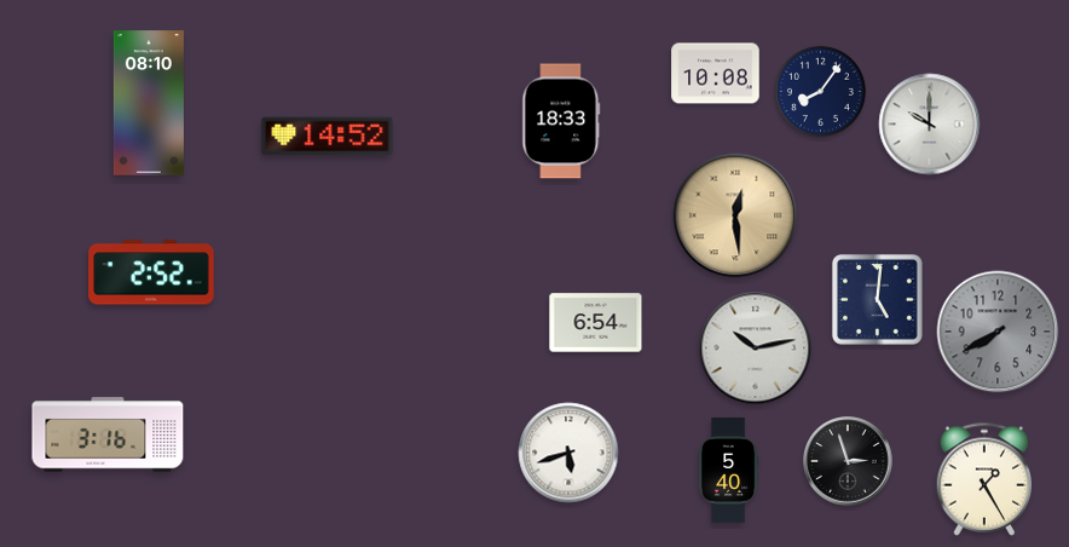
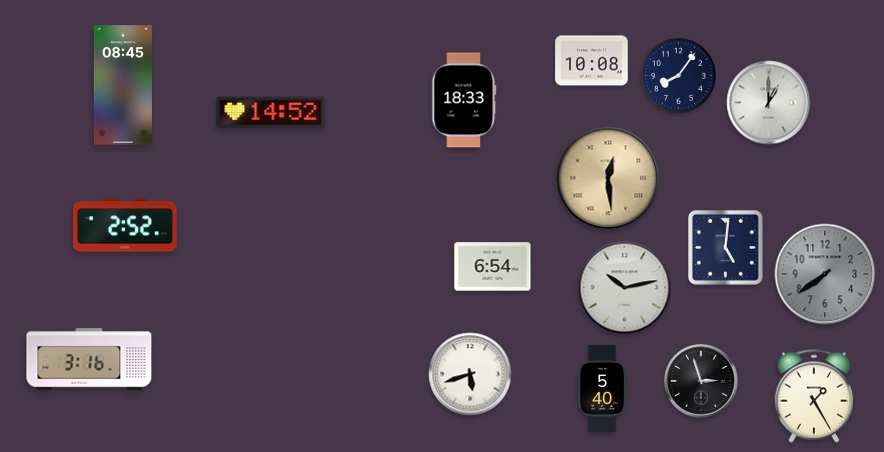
clock at (149, 103): 08:10 -> 08:45
clock at (930, 125): 10:00 -> 1:00
clock at (998, 332): 7:40 -> 7:39
